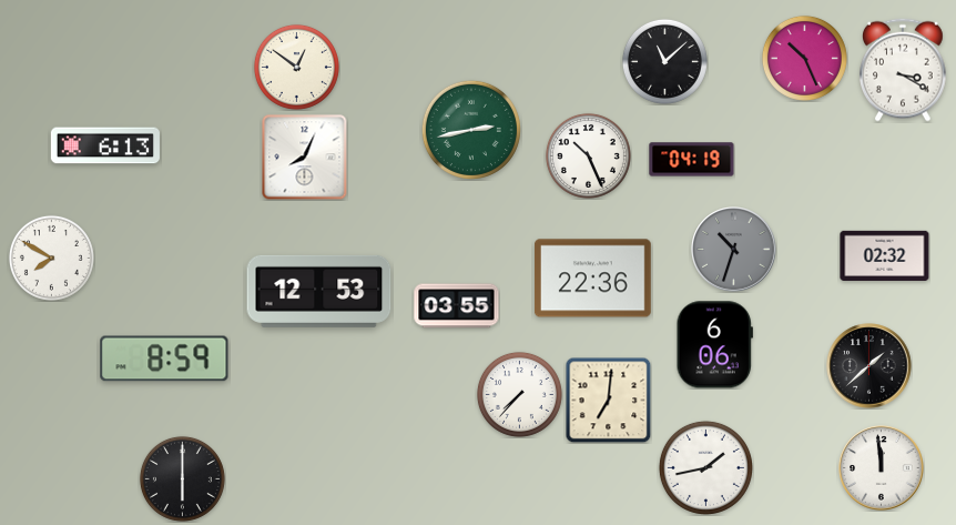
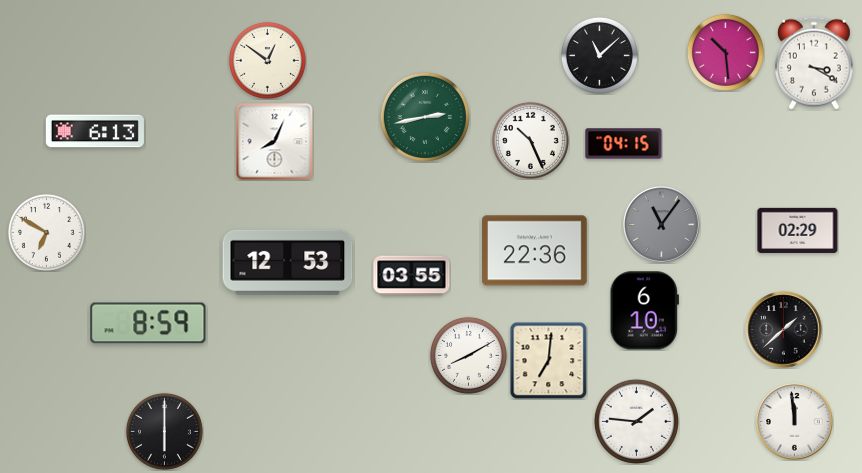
clock at (804, 58): 10:26 -> 10:29
clock at (692, 160): 04:19 -> 04:15
clock at (734, 250): 10:33 -> 11:06
clock at (885, 255): 02:32 -> 02:29
clock at (51, 258): 7:50 -> 6:50
clock at (714, 345): 6:06 -> 6:10
clock at (519, 394): 7:37 -> 8:10
clock at (705, 467): 1:43 -> 1:46
